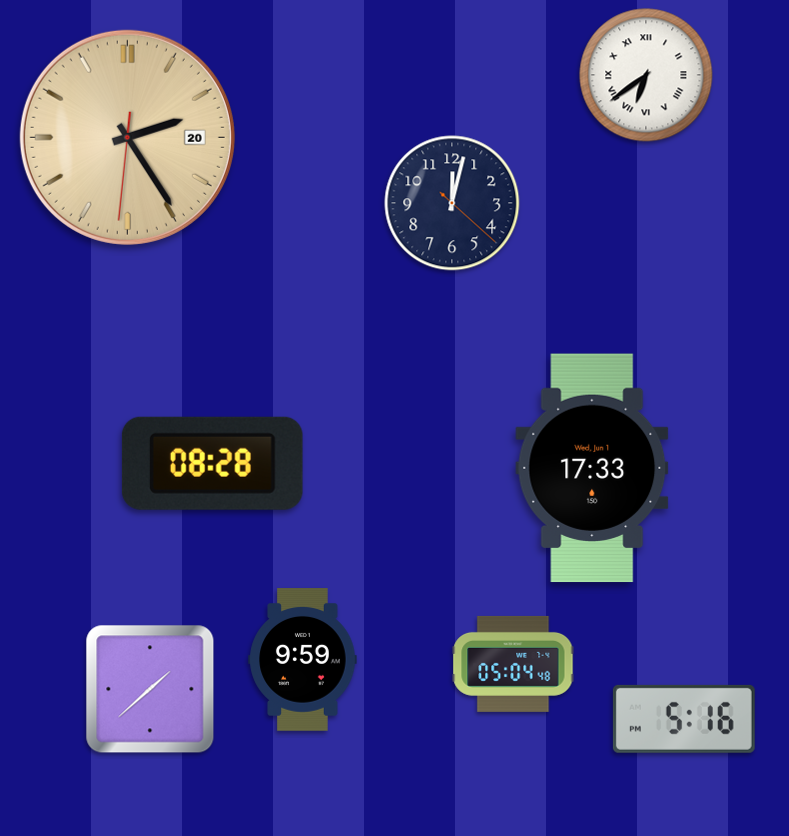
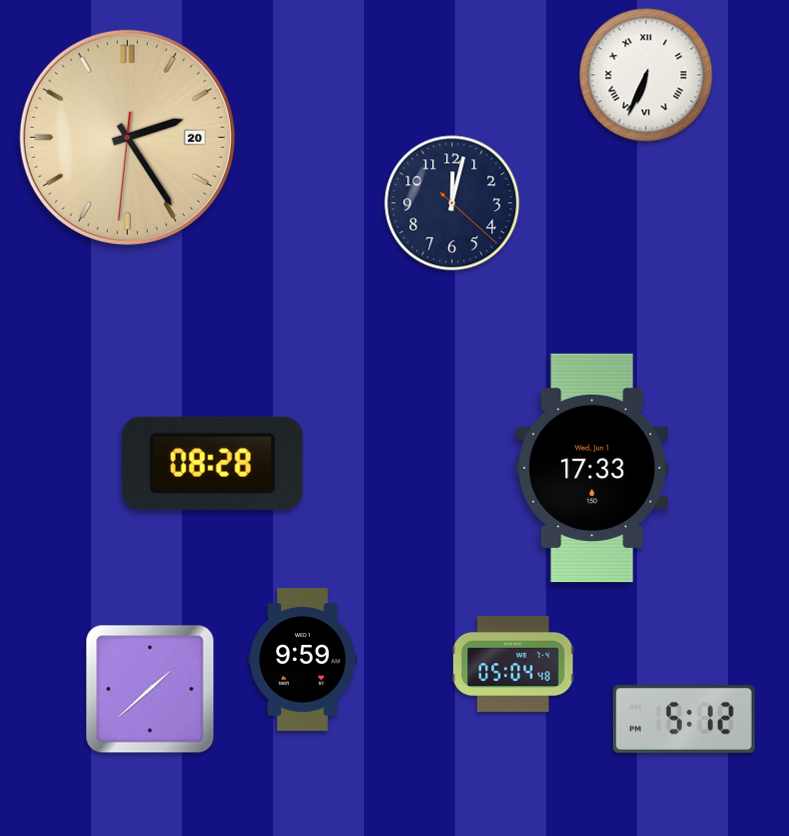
clock at (646, 75): 6:39 -> 6:34
clock at (684, 719): 5:16 -> 5:12
